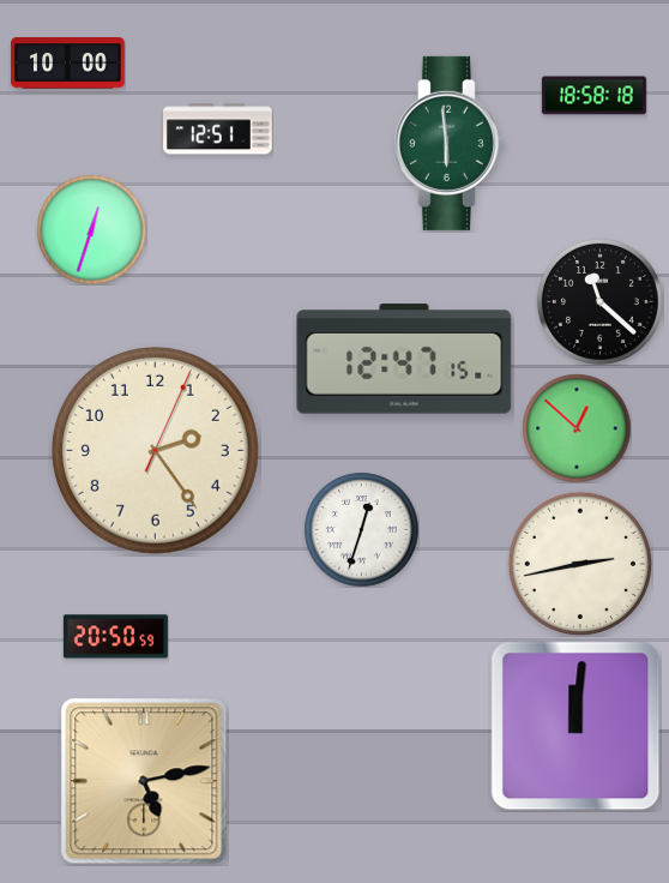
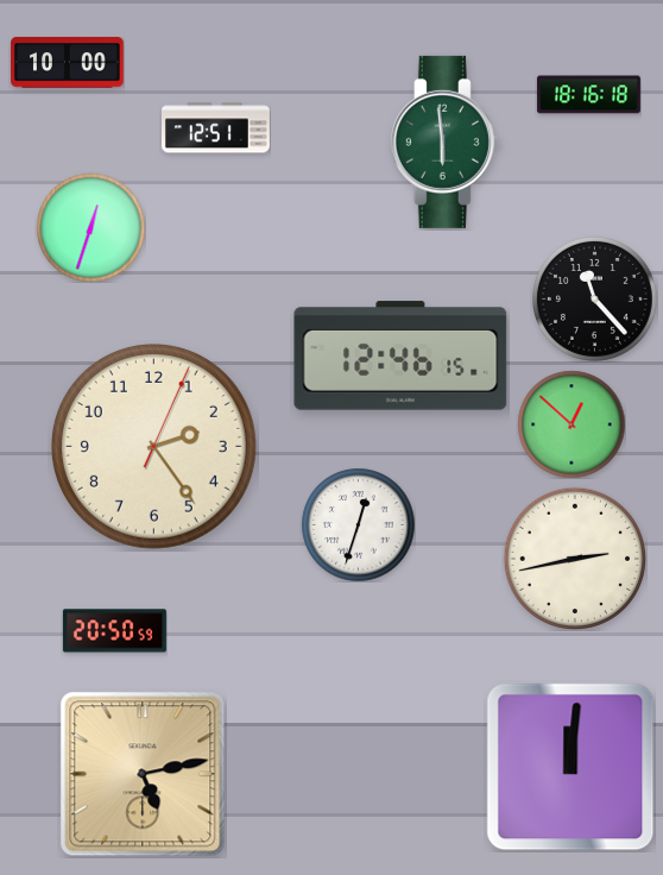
clock at (593, 96): 18:58 -> 18:16
clock at (599, 301): 11:22 -> 11:23
clock at (404, 359): 12:47 -> 12:46
clock at (575, 726) position: (575, 726) -> (570, 767)
